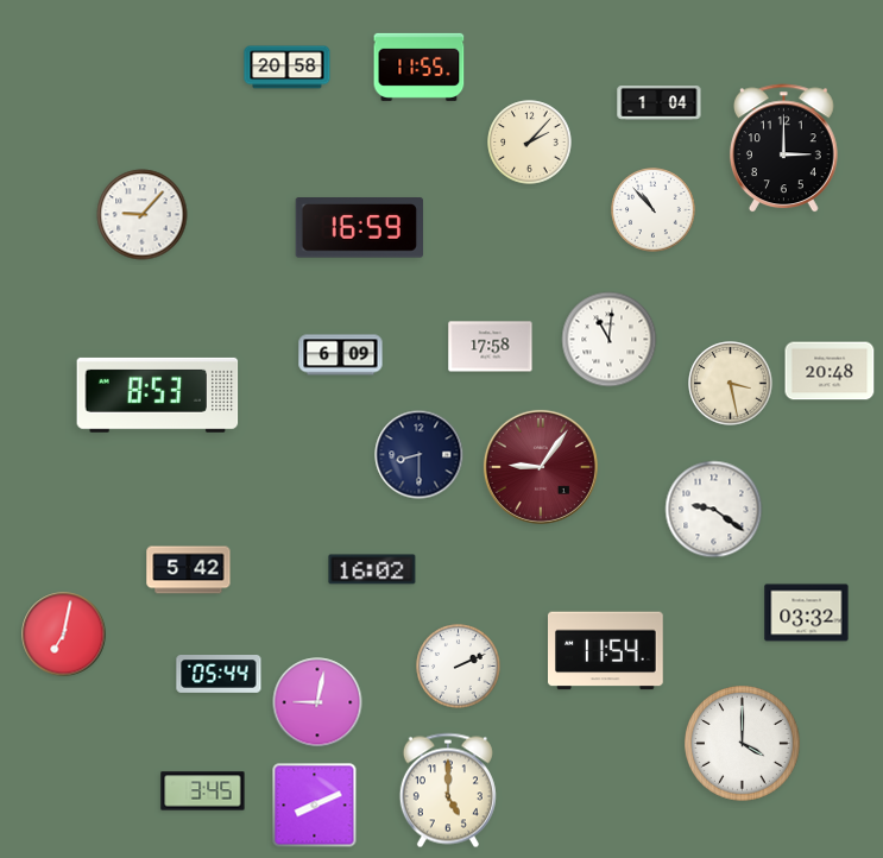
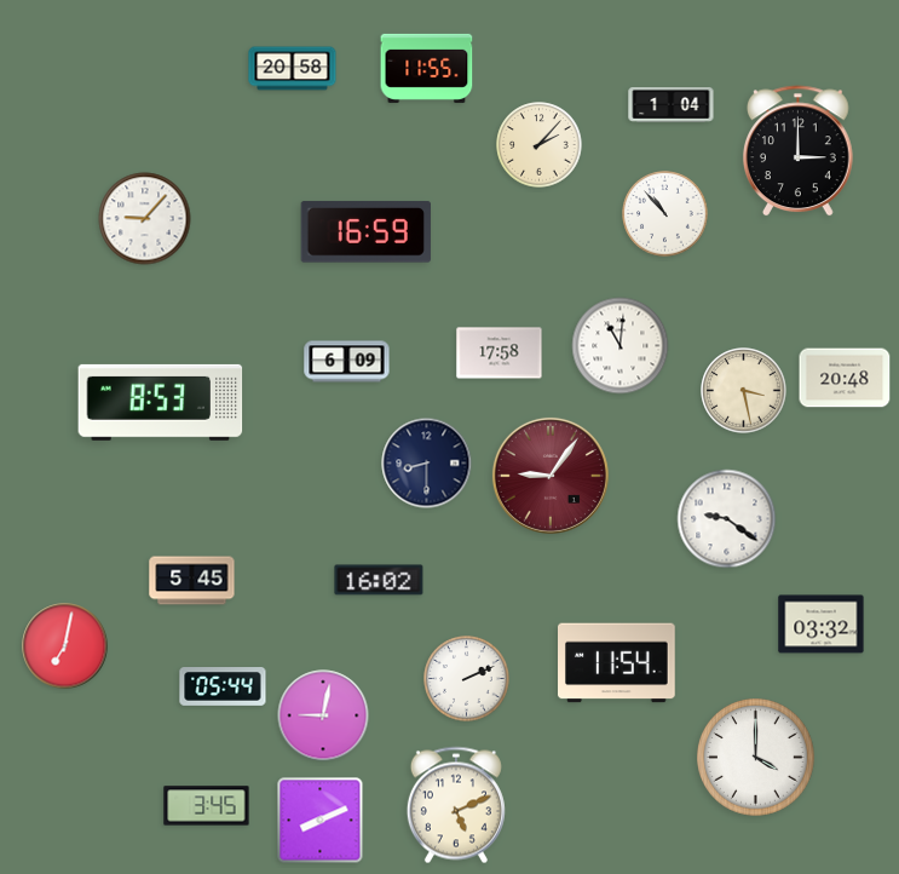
clock at (189, 570): 5:42 -> 5:45
clock at (448, 790): 5:00 -> 5:11
